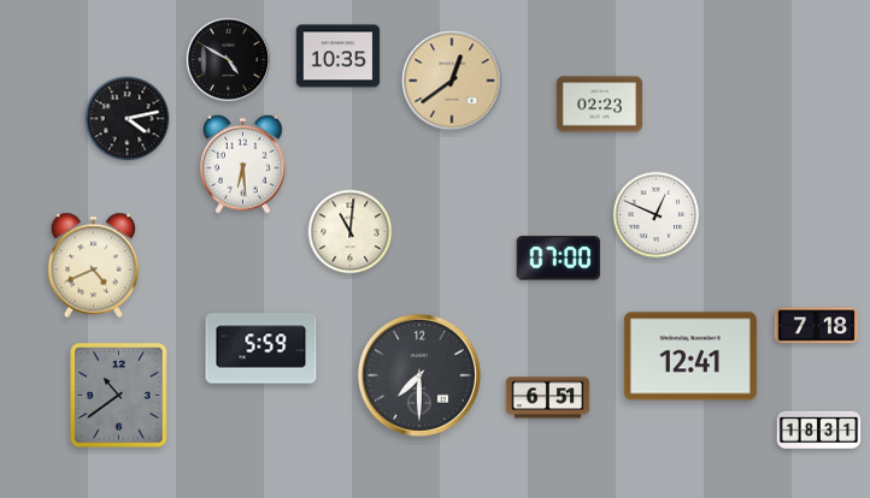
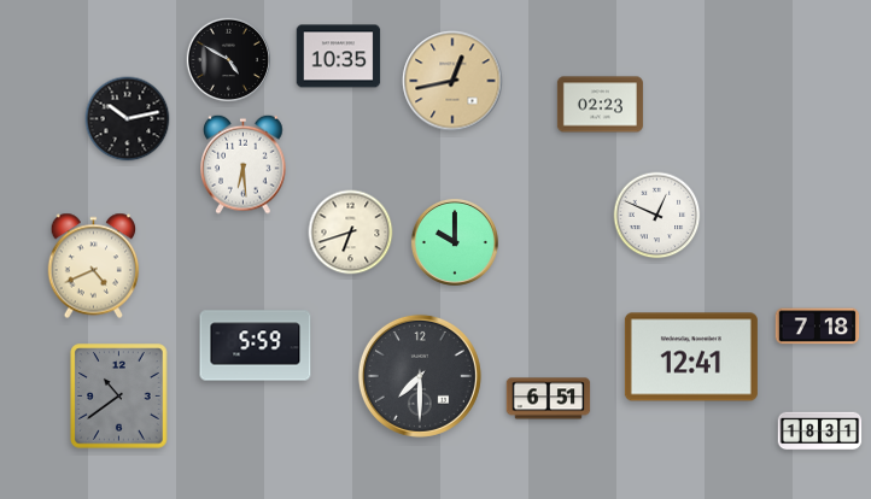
clock at (452, 81): 12:39 -> 12:43
clock at (128, 119): 4:13 -> 10:13
clock at (351, 232): 11:01 -> 6:42
clock at (455, 242): none -> 10:00
clock at (558, 259): 07:00 -> none
clock at (261, 349) position: (261, 349) -> (256, 346)
